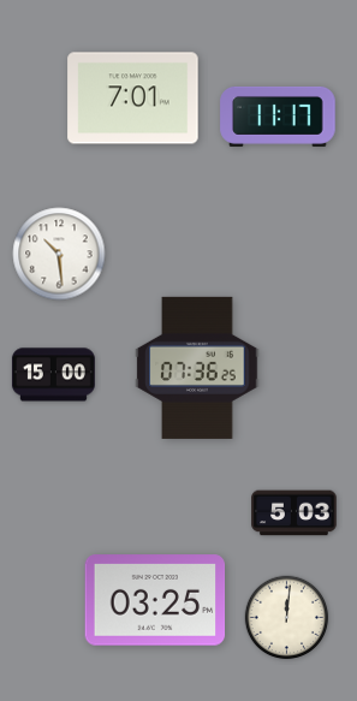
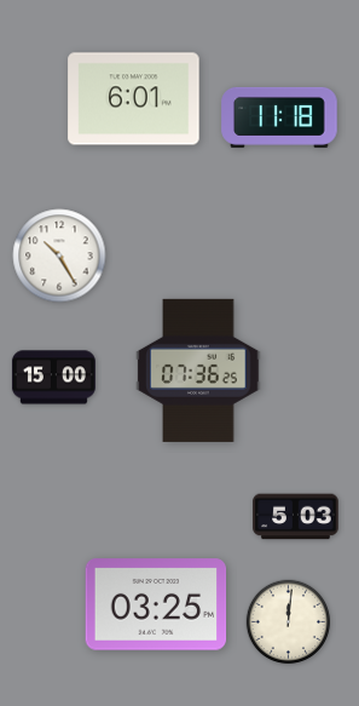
clock at (133, 99): 7:01 -> 6:01
clock at (278, 117): 11:17 -> 11:18
clock at (59, 254): 10:29 -> 10:25
